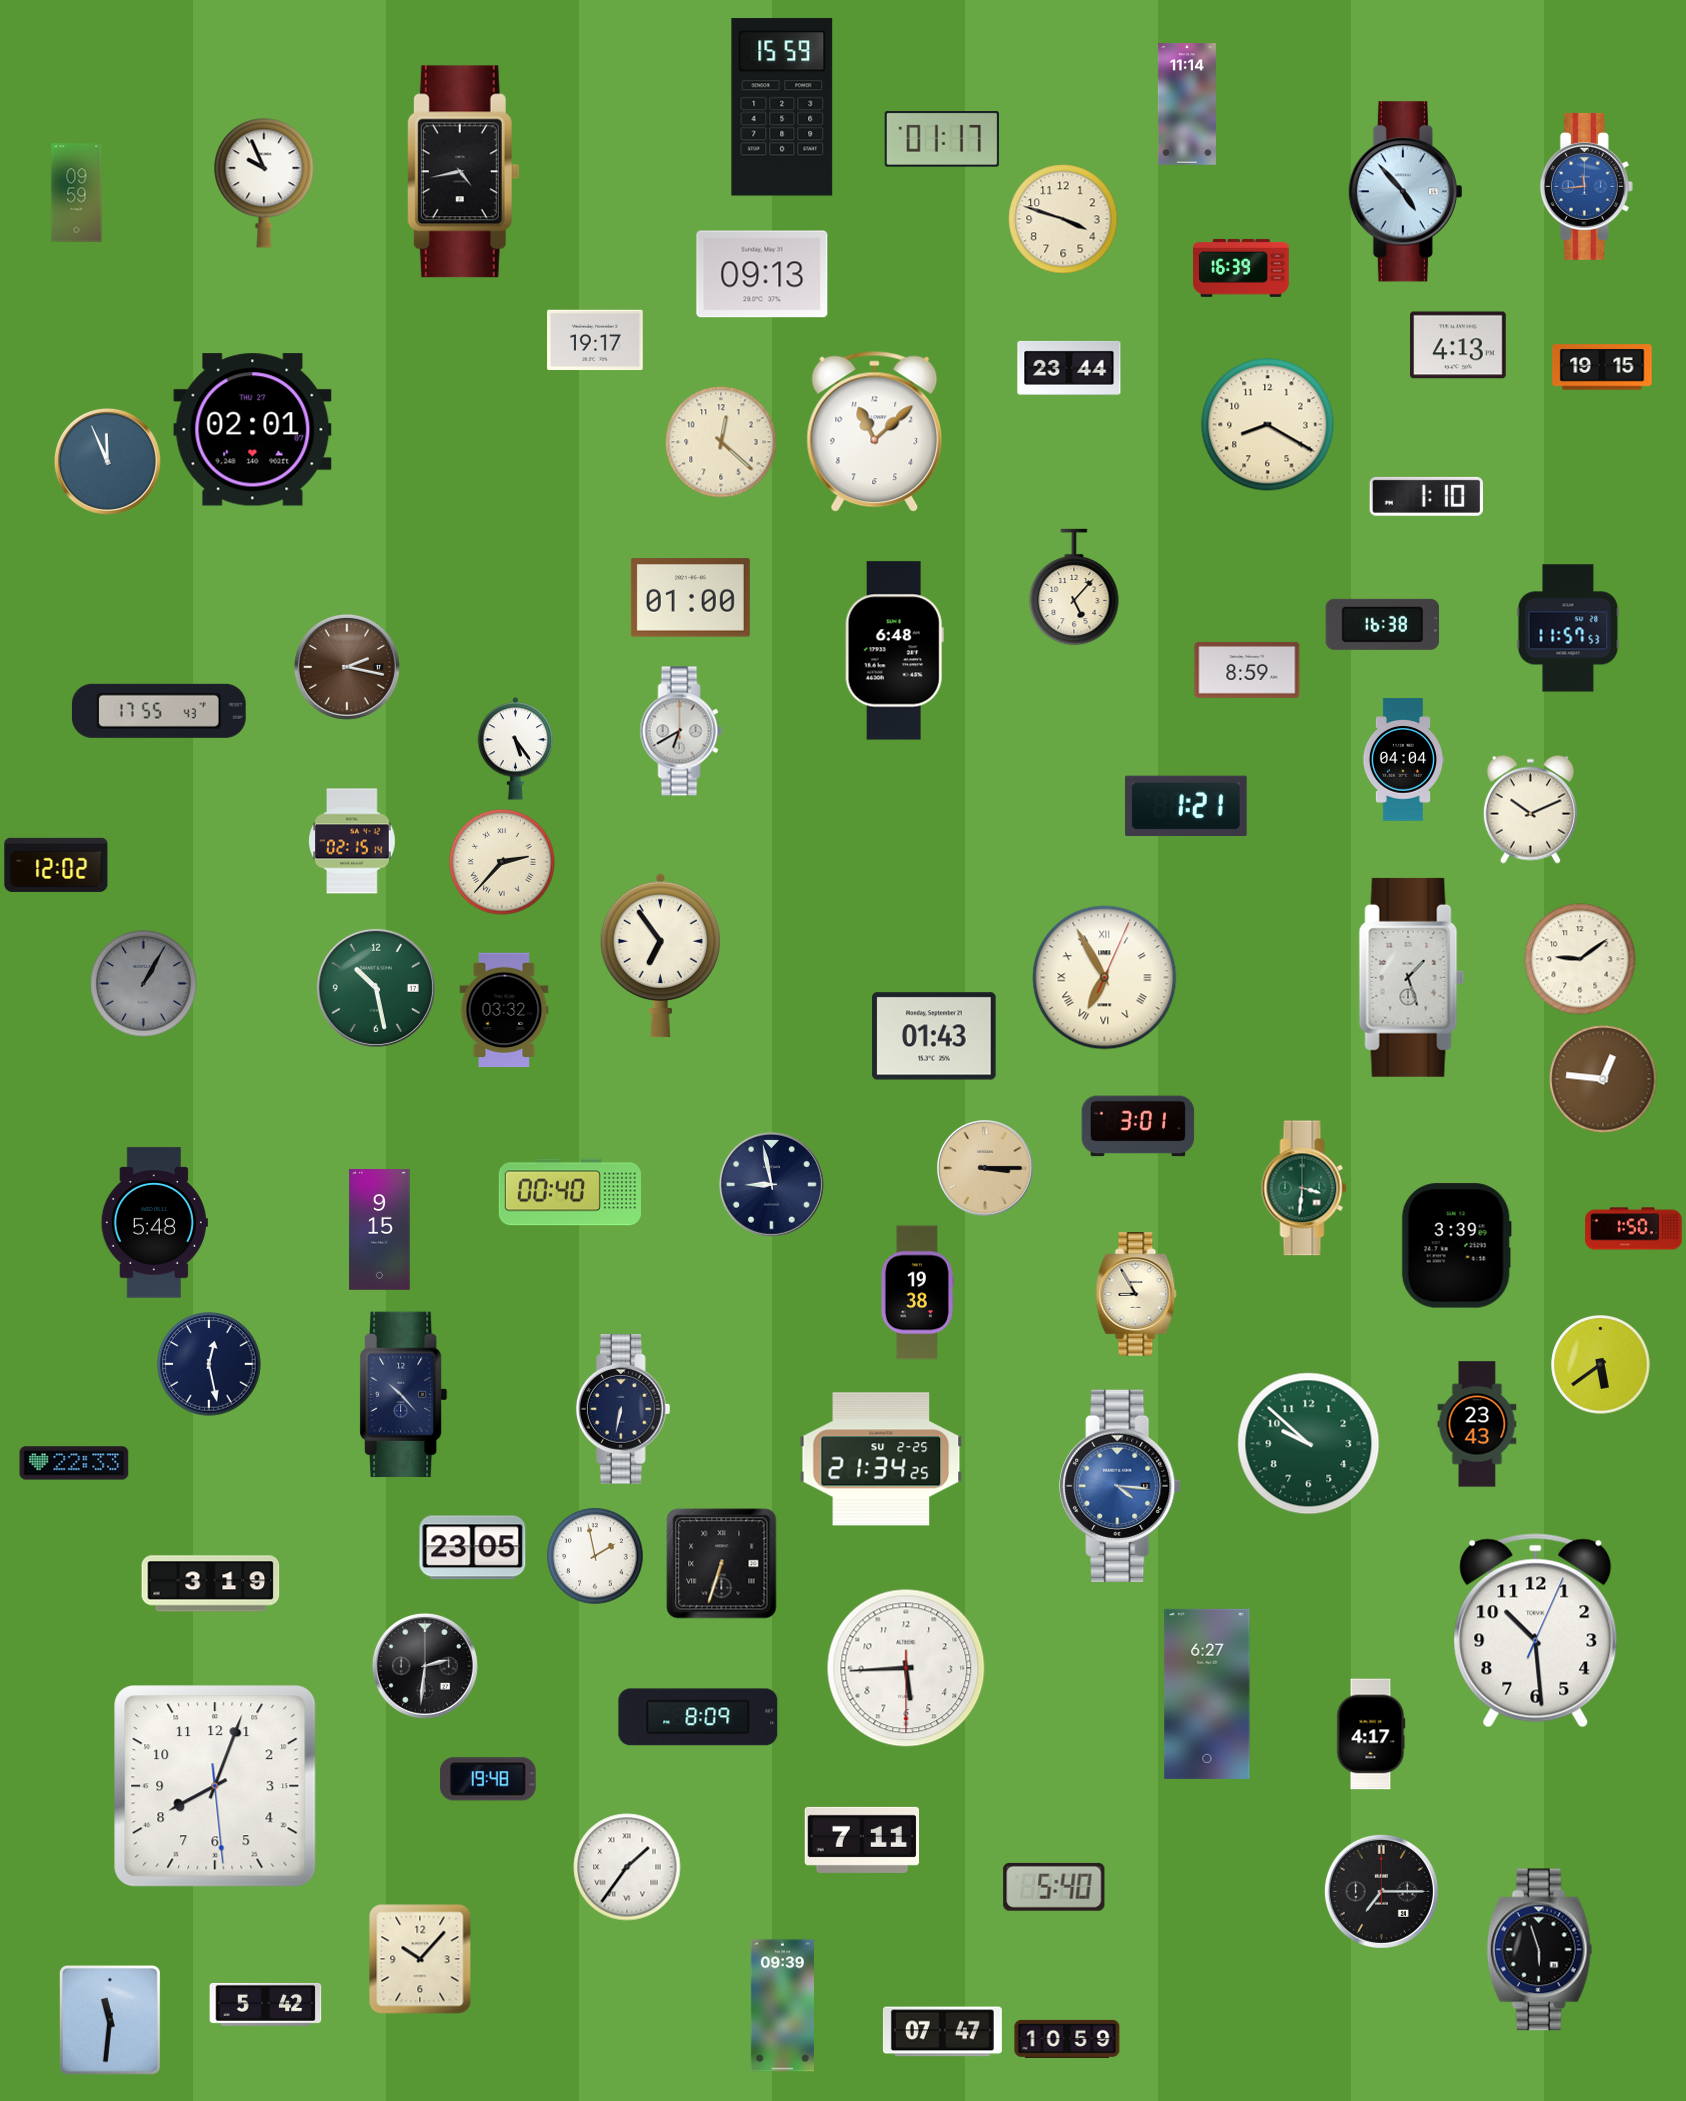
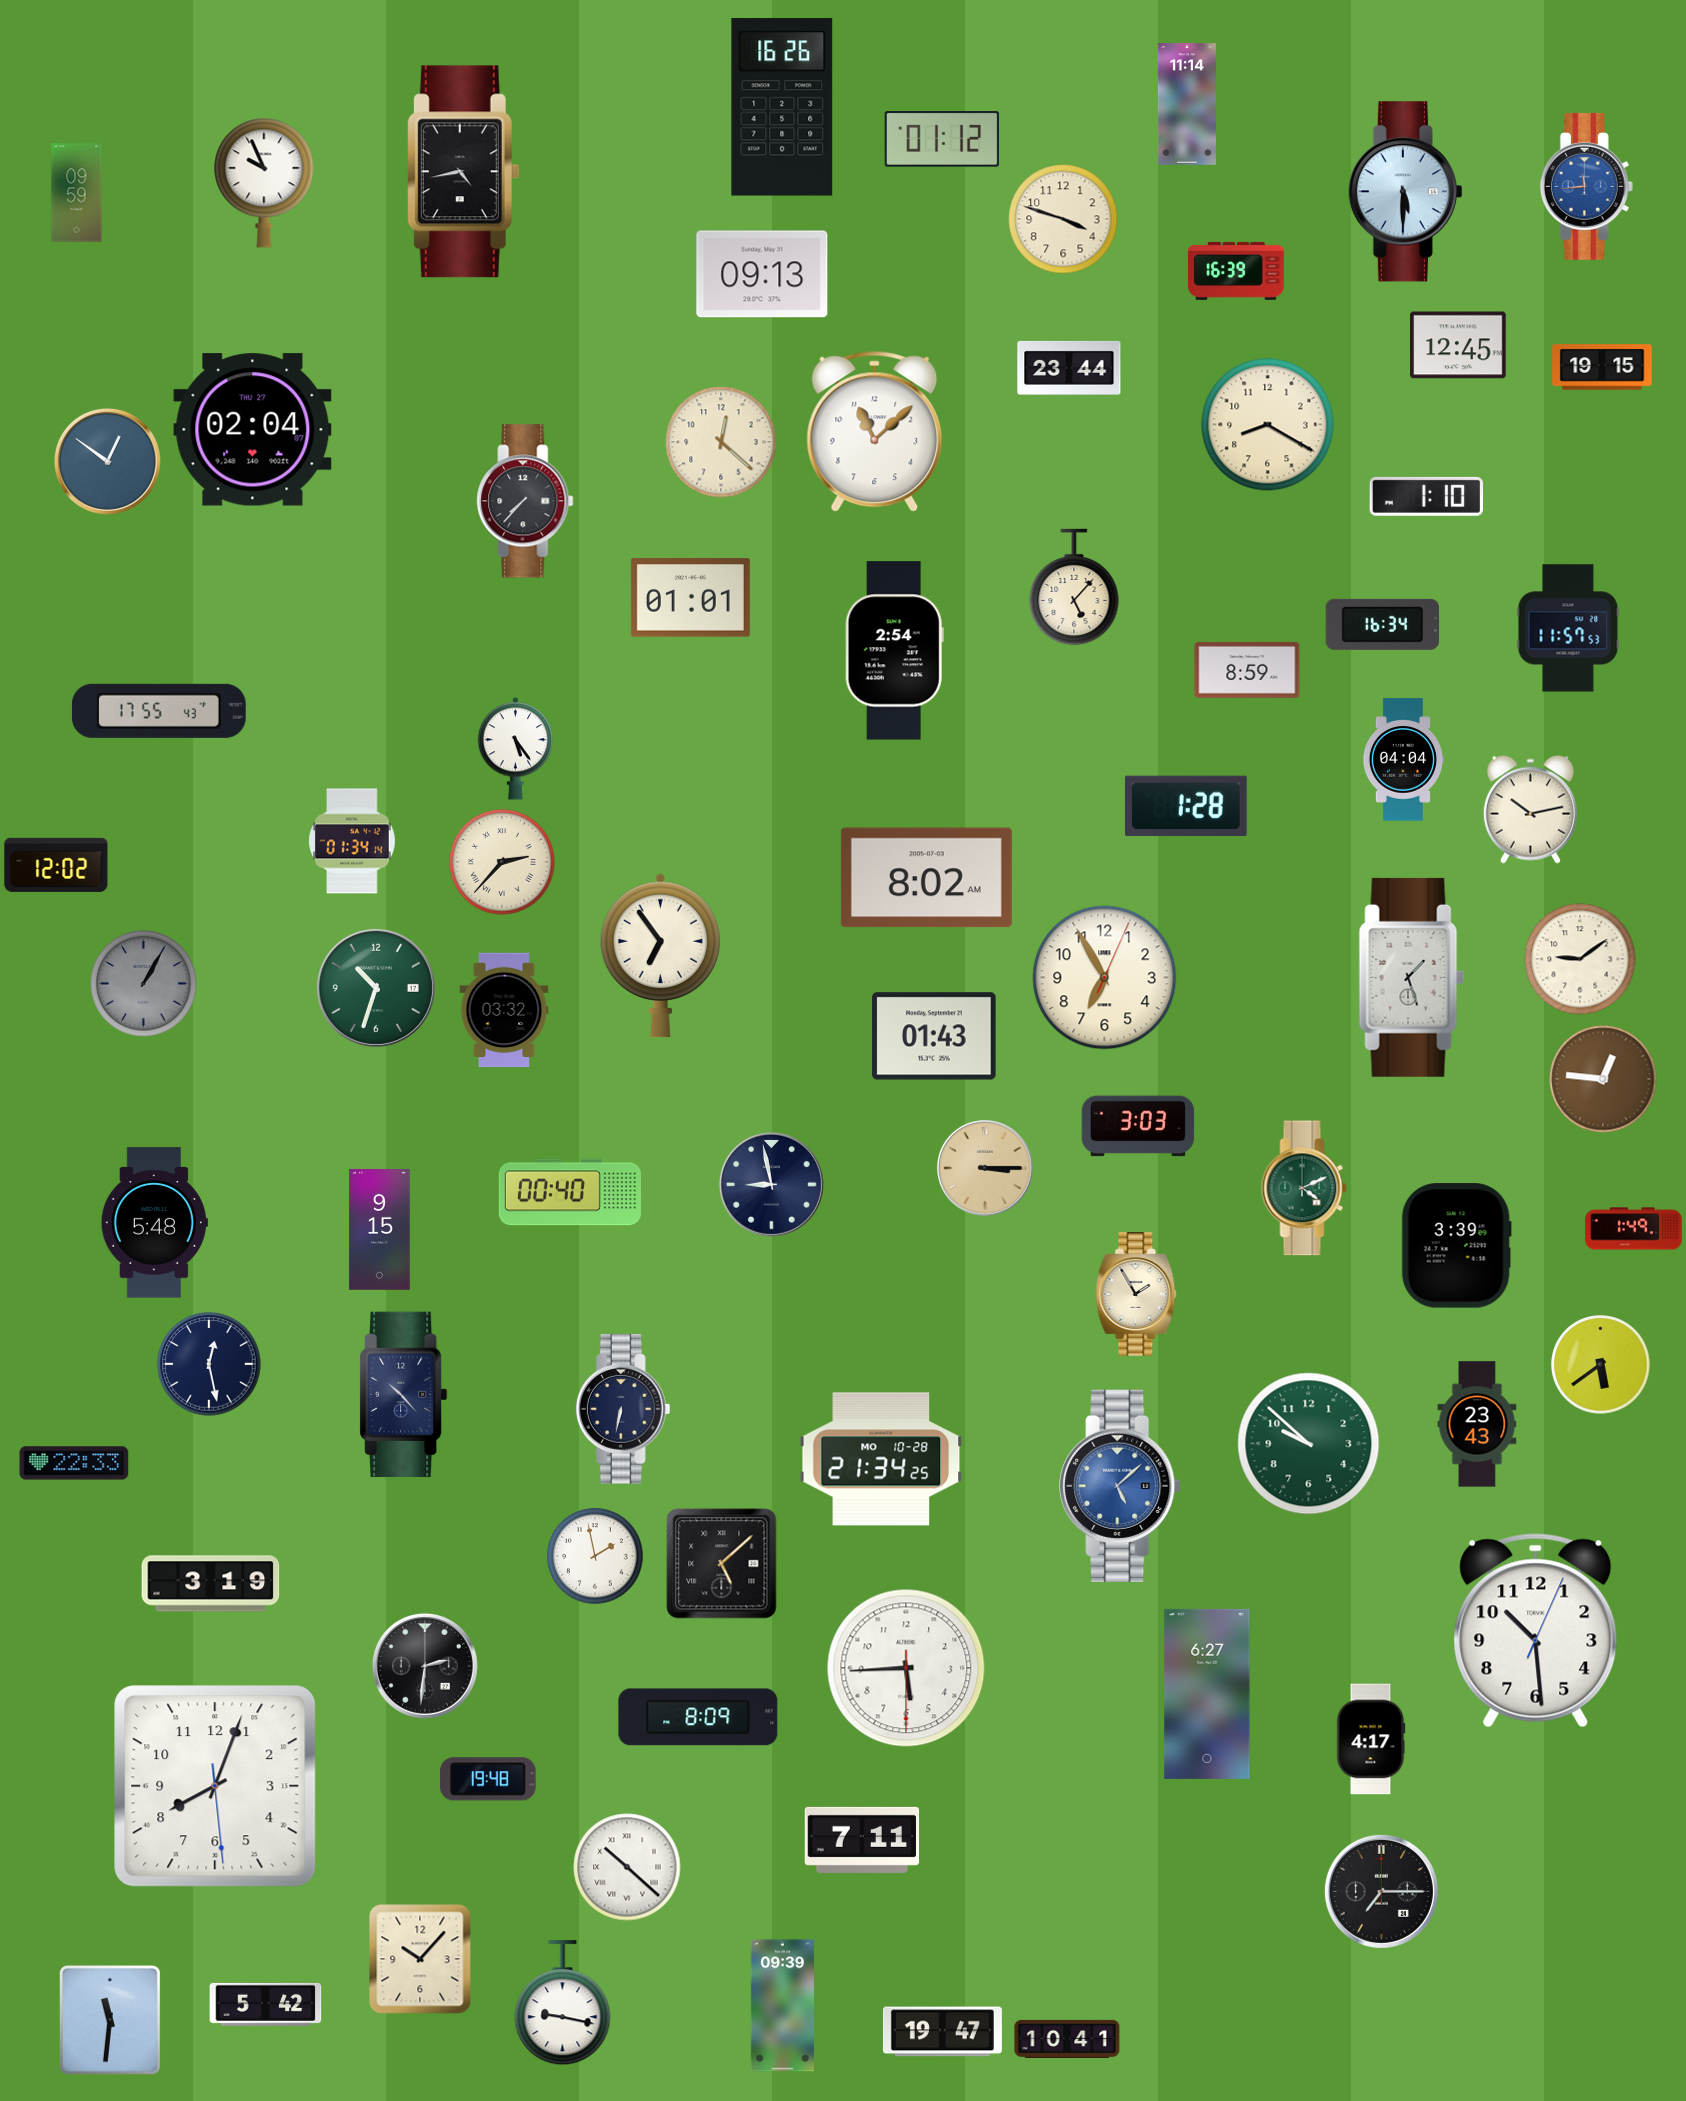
clock at (782, 107): 15:59 -> 16:26
clock at (942, 140): 01:17 -> 01:12
clock at (1405, 192): 4:53 -> 5:30
clock at (1241, 268) position: (1241, 268) -> (1236, 271)
clock at (595, 340): 19:17 -> none
clock at (1458, 345): 4:13 -> 12:45
clock at (253, 430): 02:01 -> 02:04
clock at (107, 461): 11:56 -> 12:51
clock at (525, 501): none -> 7:37
clock at (690, 598): 01:00 -> 01:01
clock at (1382, 624): 16:38 -> 16:34
clock at (894, 651): 6:48 -> 2:54
clock at (347, 667): 2:17 -> none
clock at (681, 731): 6:40 -> none
clock at (1186, 806): 1:21 -> 1:28
clock at (1530, 809): 10:11 -> 10:13
clock at (352, 841): 02:15 -> 01:34
clock at (926, 878): none -> 8:02
clock at (1105, 978) numerals: Roman -> Arabic
clock at (376, 988): 10:28 -> 10:33
clock at (1138, 1126): 3:01 -> 3:03
clock at (1304, 1188): 3:31 -> 4:11
clock at (1634, 1229): 1:50 -> 1:49
clock at (917, 1293): 19:38 -> none
clock at (1136, 1294): 8:55 -> 1:55
clock at (881, 1459) date: SU 2-25 -> MO 10-28
clock at (1120, 1486): 4:16 -> 5:08
clock at (473, 1548): 23:05 -> none
clock at (722, 1564): 6:33 -> 5:08
clock at (1371, 1734) position: (1371, 1734) -> (1371, 1739)
clock at (627, 1867): 1:36 -> 10:22
clock at (1054, 1887): 5:40 -> none
clock at (1540, 1950): 5:57 -> none
clock at (563, 2003): none -> 9:17
clock at (942, 2032): 07:47 -> 19:47
clock at (1067, 2039): 10:59 -> 10:41
